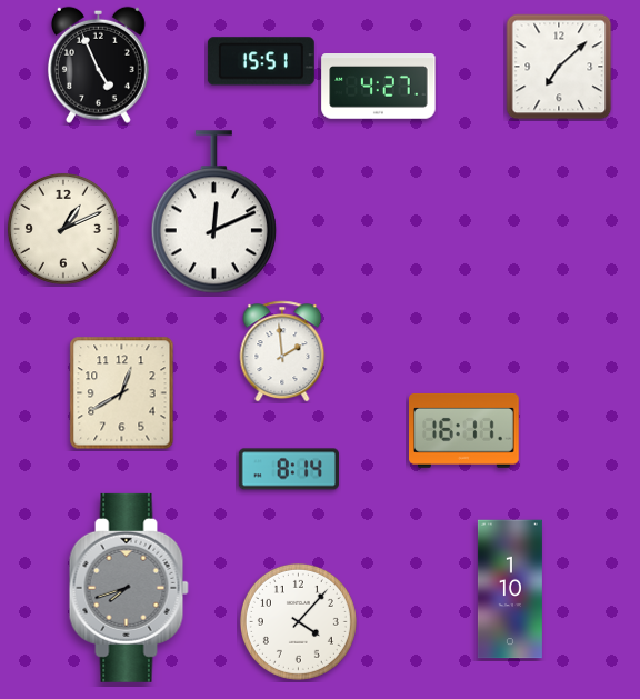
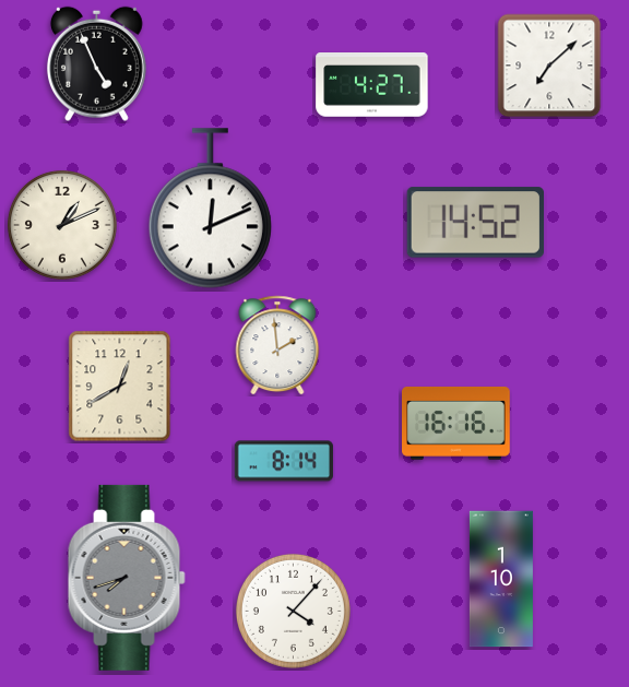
clock at (261, 61): 15:51 -> none
clock at (475, 223): none -> 14:52
clock at (464, 431): 16:11 -> 16:16
